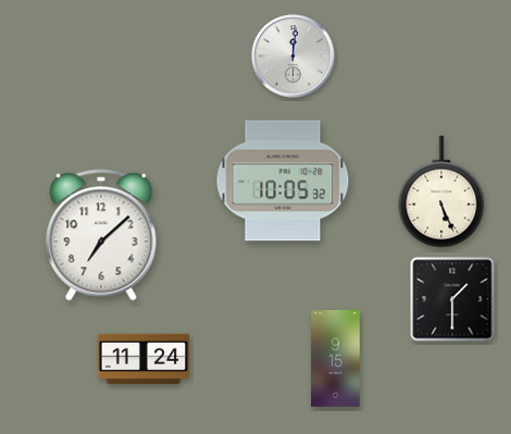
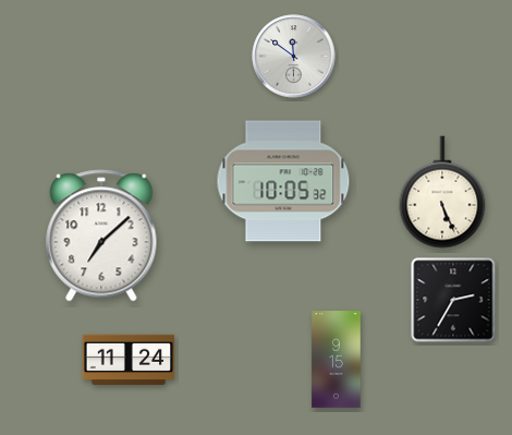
clock at (294, 57): 12:01 -> 11:51
clock at (452, 299): 1:30 -> 2:35
clock at (144, 359) position: (144, 359) -> (129, 360)
